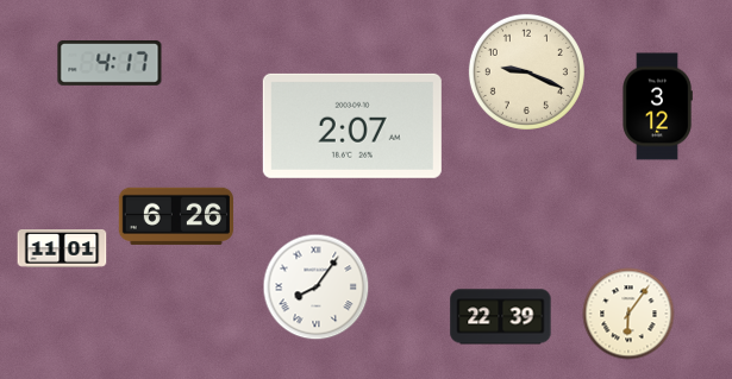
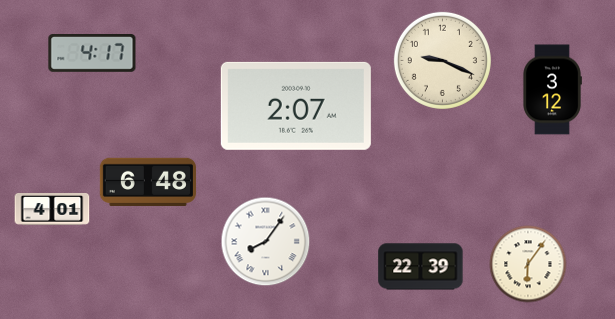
clock at (176, 216): 6:26 -> 6:48
clock at (62, 249): 11:01 -> 4:01
